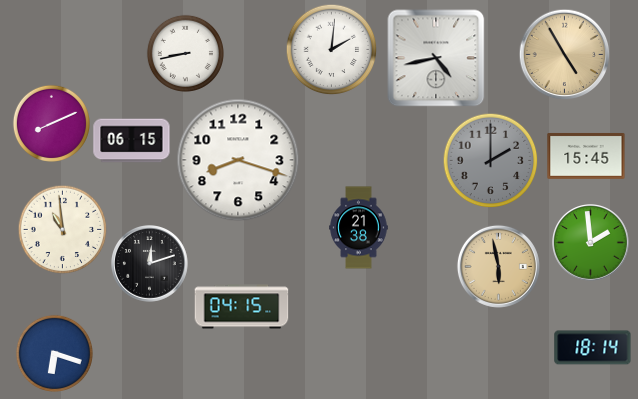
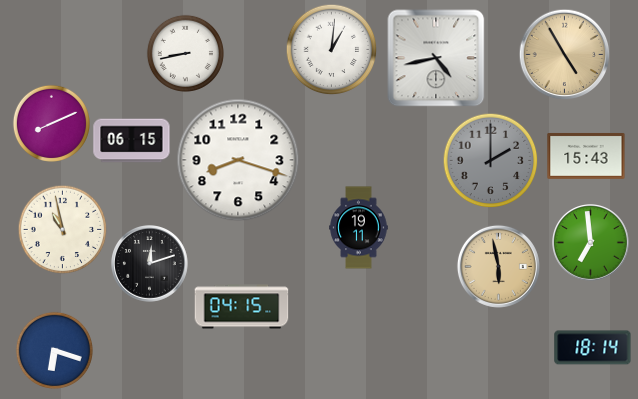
clock at (331, 49): 2:01 -> 1:01
clock at (586, 156): 15:45 -> 15:43
clock at (359, 228): 21:38 -> 19:11
clock at (62, 229): 10:59 -> 10:58
clock at (591, 243): 1:59 -> 6:59
clock at (54, 353) position: (54, 353) -> (54, 350)
